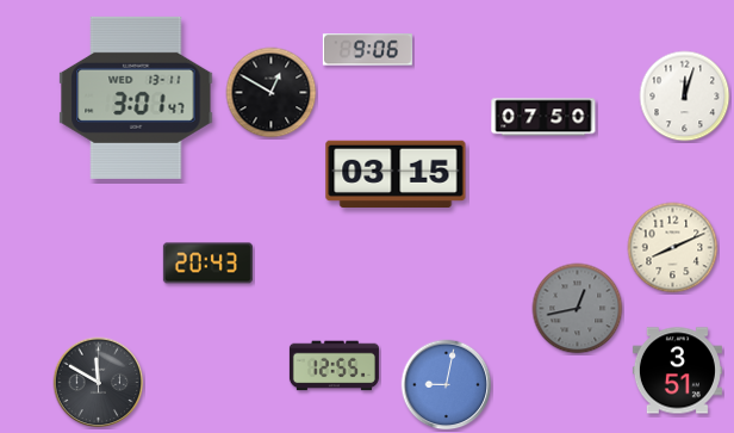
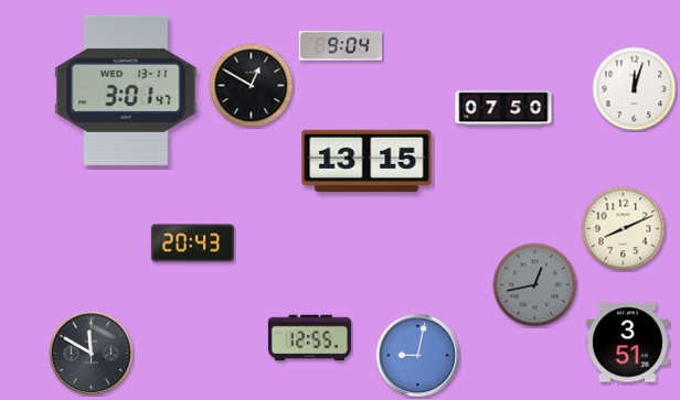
clock at (367, 50): 9:06 -> 9:04
clock at (396, 173): 03:15 -> 13:15
clock at (447, 385) position: (447, 385) -> (418, 356)
